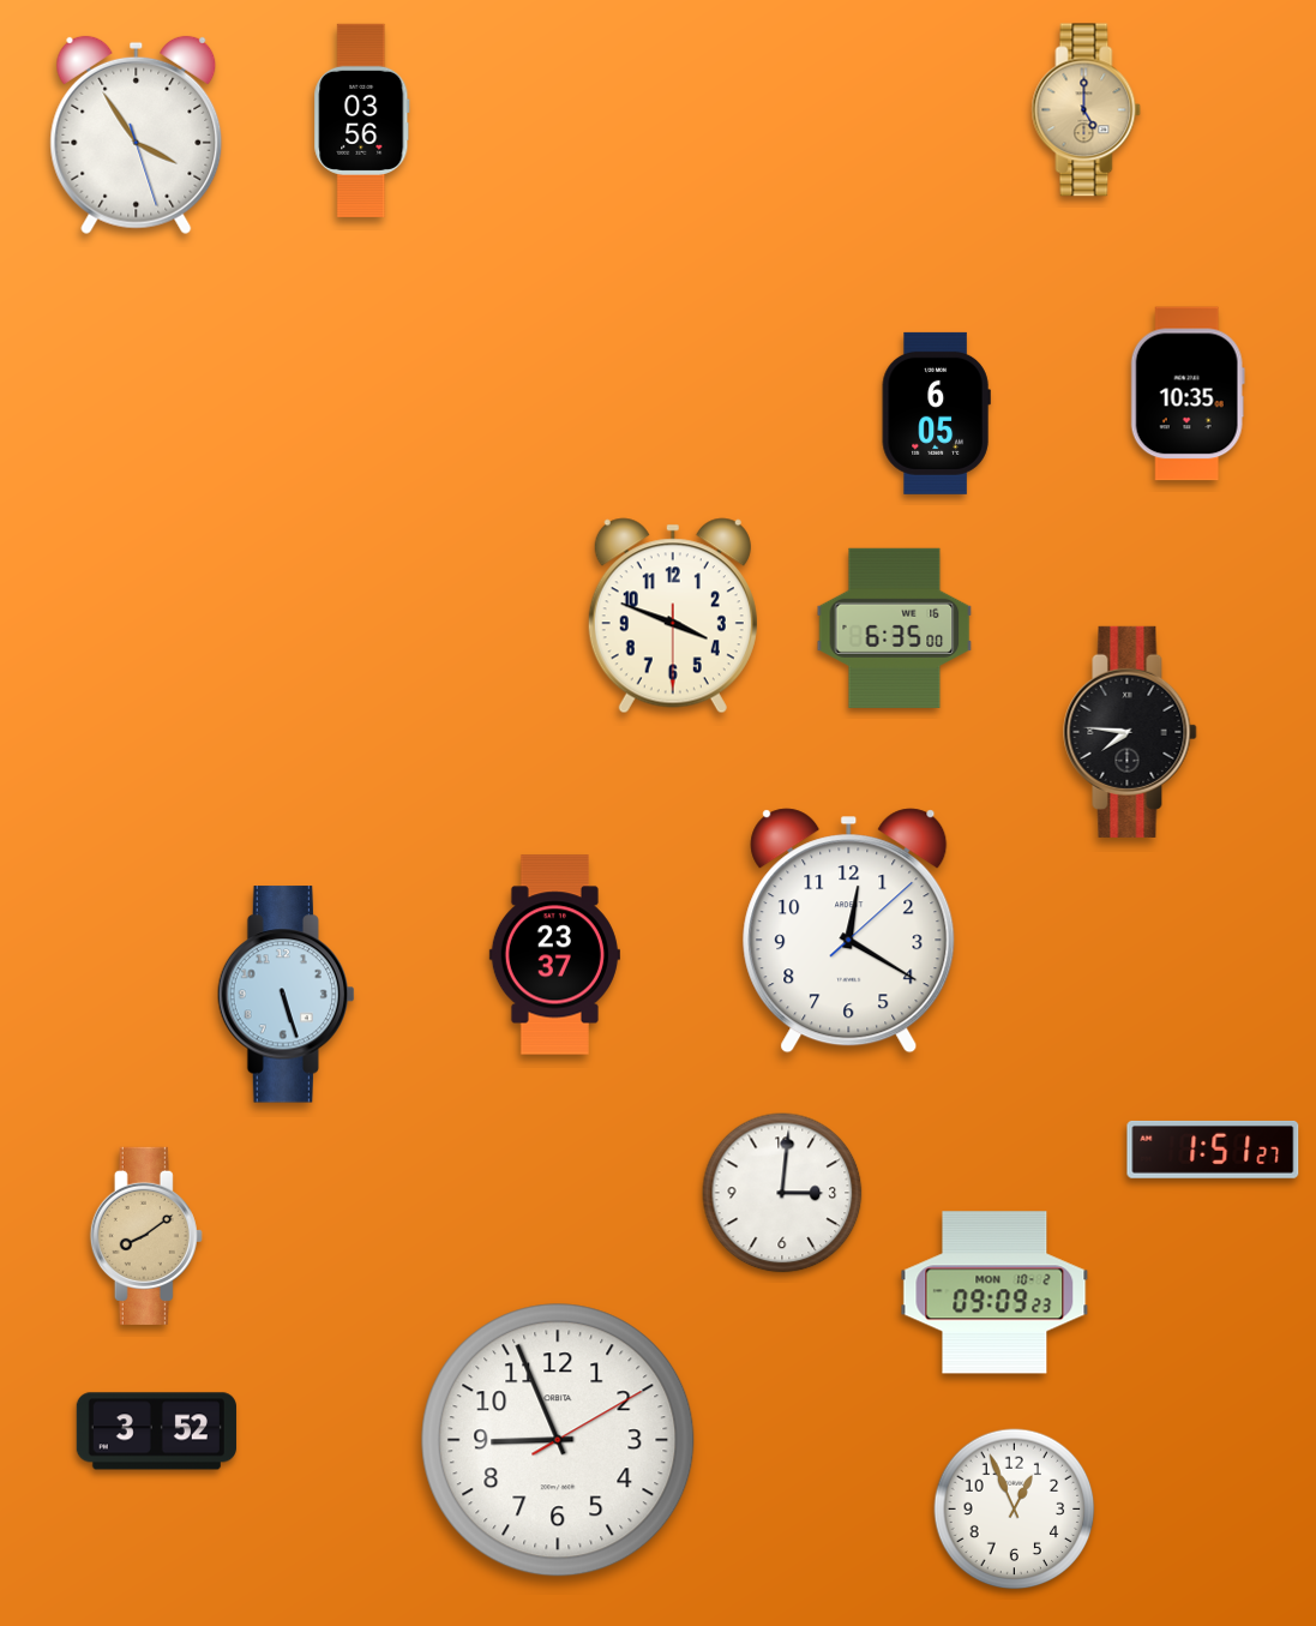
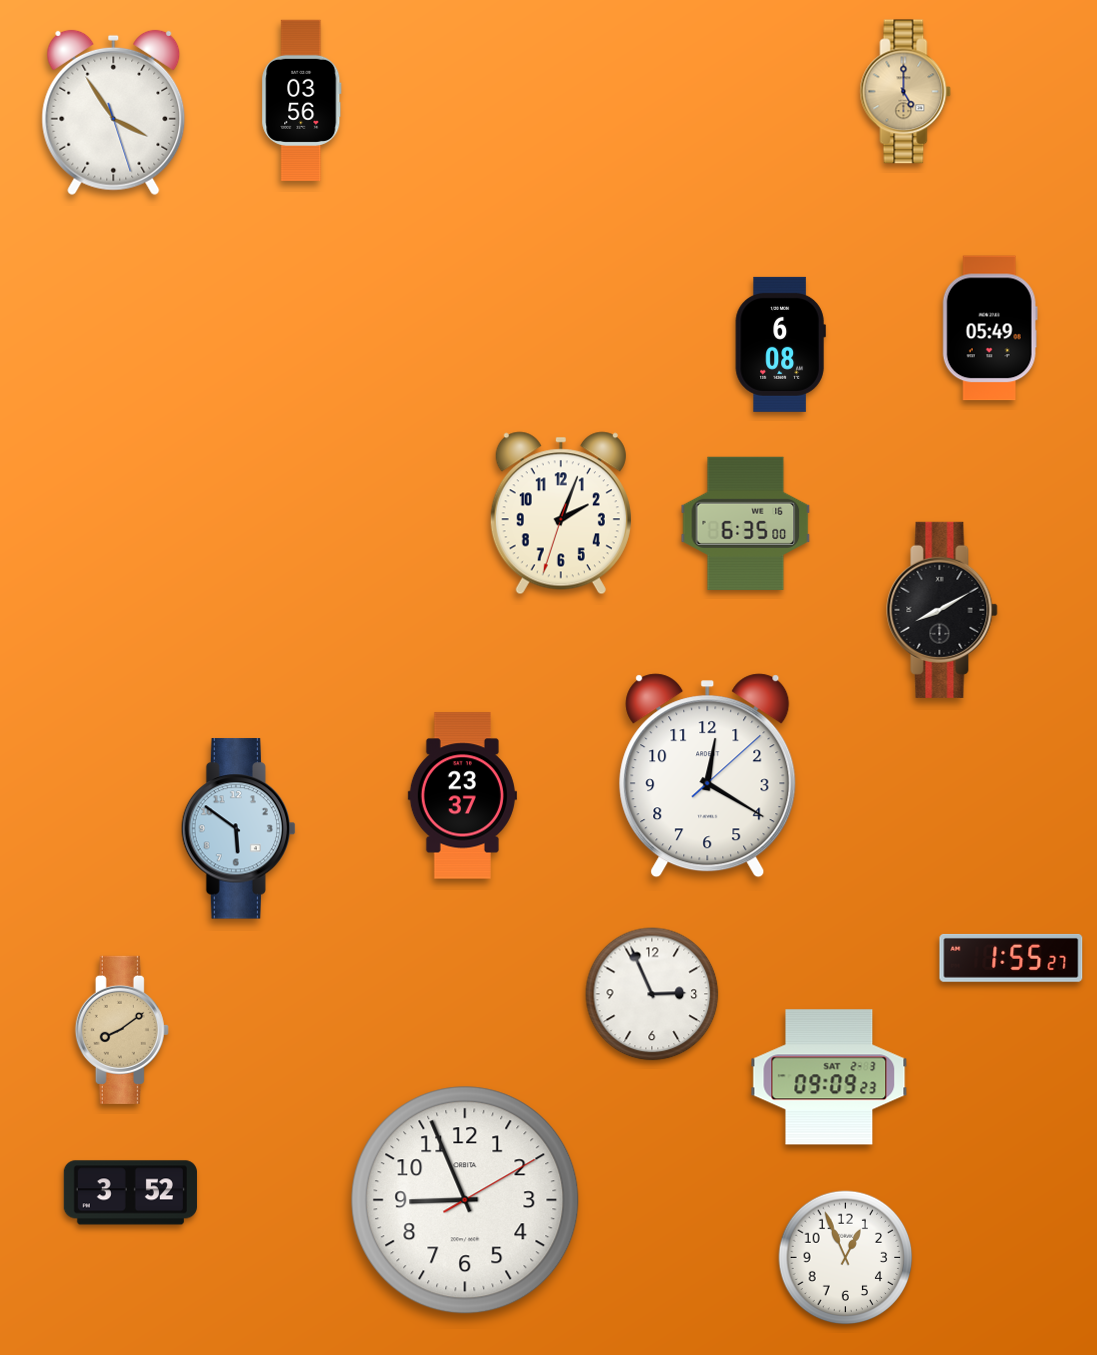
clock at (1188, 394): 10:35 -> 05:49
clock at (936, 413): 6:05 -> 6:08
clock at (673, 616): 3:48 -> 2:03
clock at (1130, 732): 7:46 -> 8:10
clock at (287, 995): 5:27 -> 5:51
clock at (1213, 1150): 1:51 -> 1:55
clock at (782, 1193): 3:01 -> 2:56
clock at (994, 1292) date: MON 10-2 -> SAT 2-3
